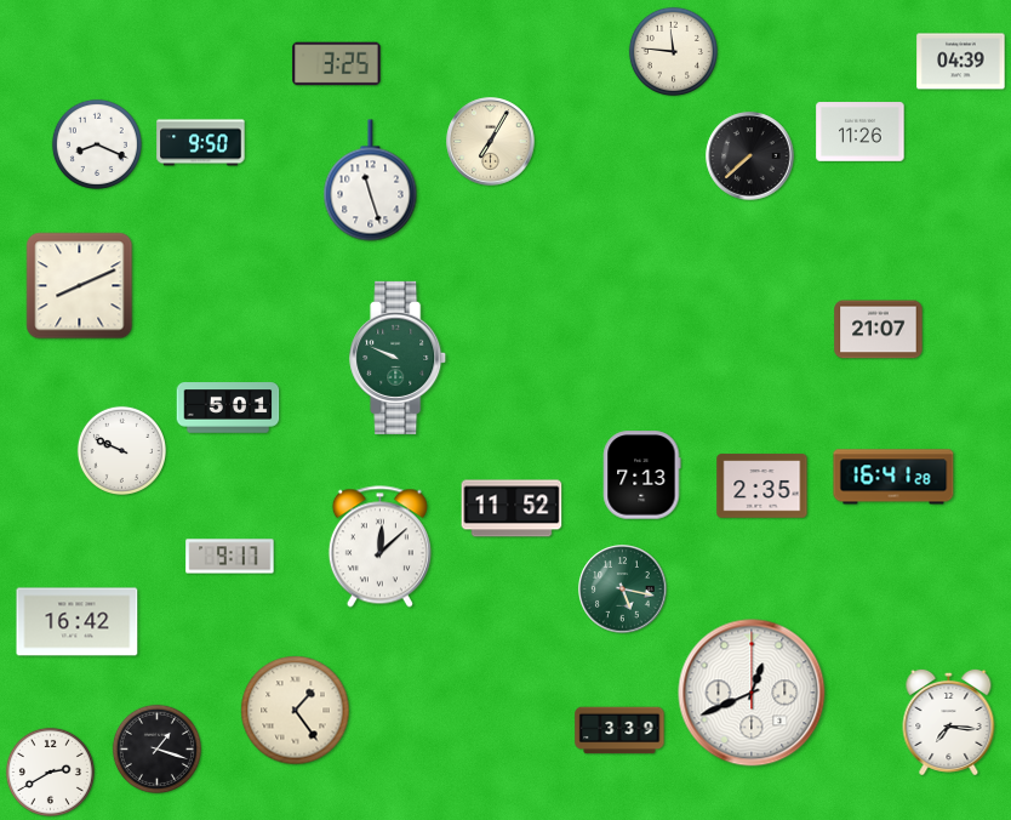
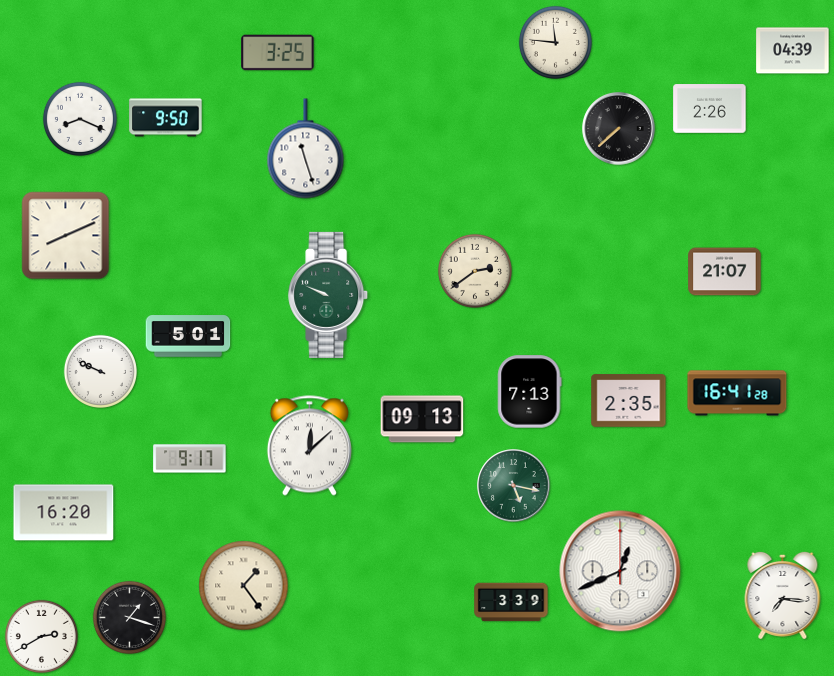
clock at (861, 132): 11:26 -> 2:26
clock at (491, 142): 7:05 -> none
clock at (475, 271): none -> 2:39
clock at (512, 508): 11:52 -> 09:13
clock at (379, 547) position: (379, 547) -> (309, 446)
clock at (78, 622): 16:42 -> 16:20
